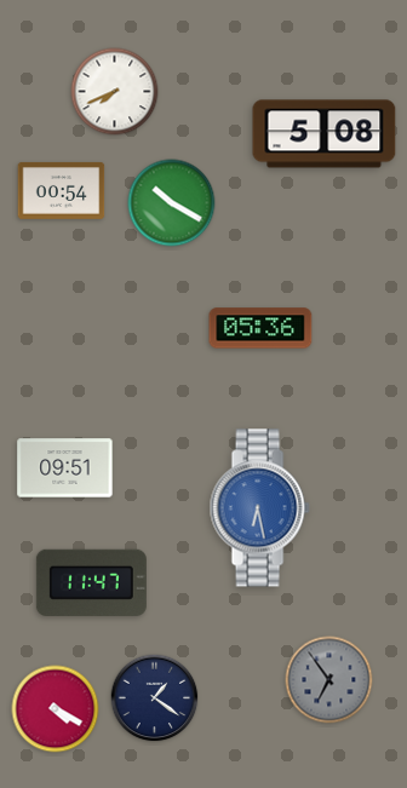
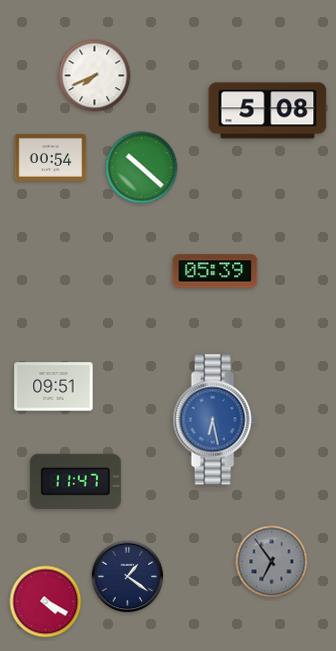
clock at (172, 203): 10:20 -> 10:22
clock at (260, 328): 05:36 -> 05:39
clock at (56, 709) position: (56, 709) -> (46, 602)
